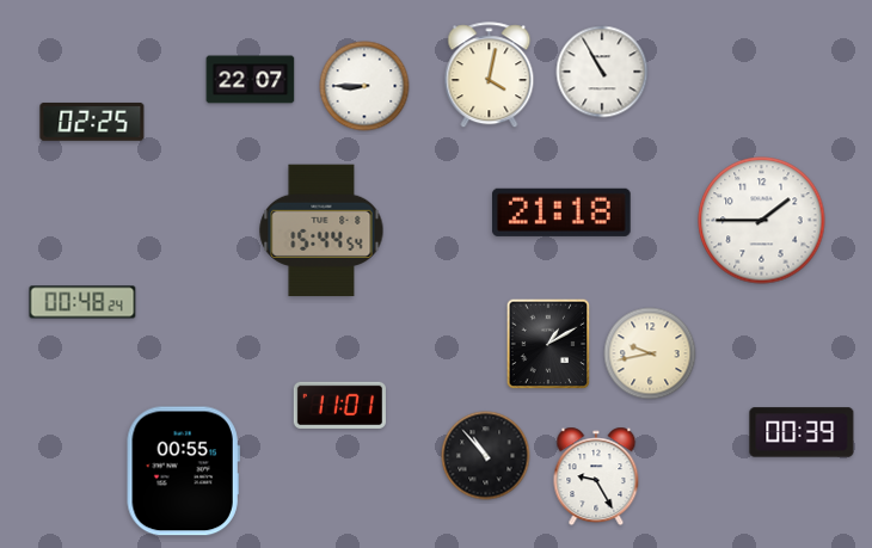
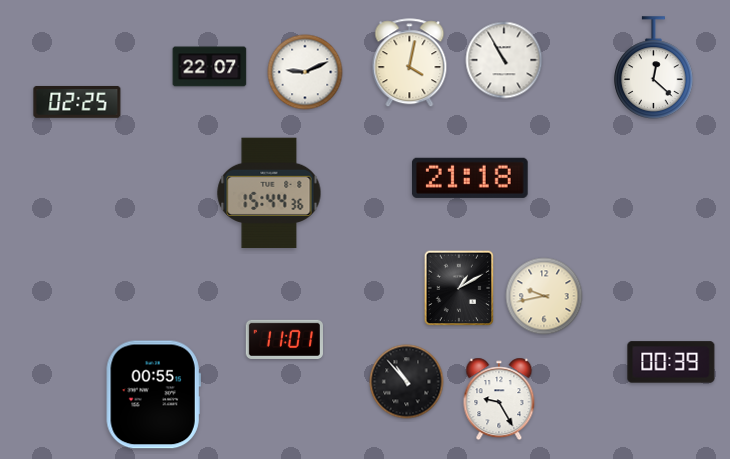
clock at (654, 68): none -> 12:22
clock at (364, 86): 8:45 -> 9:11
clock at (762, 221): 1:45 -> none
clock at (321, 230): 15:44:54 -> 15:44:36
clock at (82, 302): 00:48 -> none
